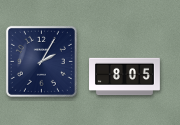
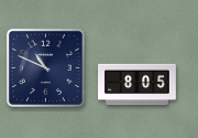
clock at (41, 61): 2:05 -> 10:49
